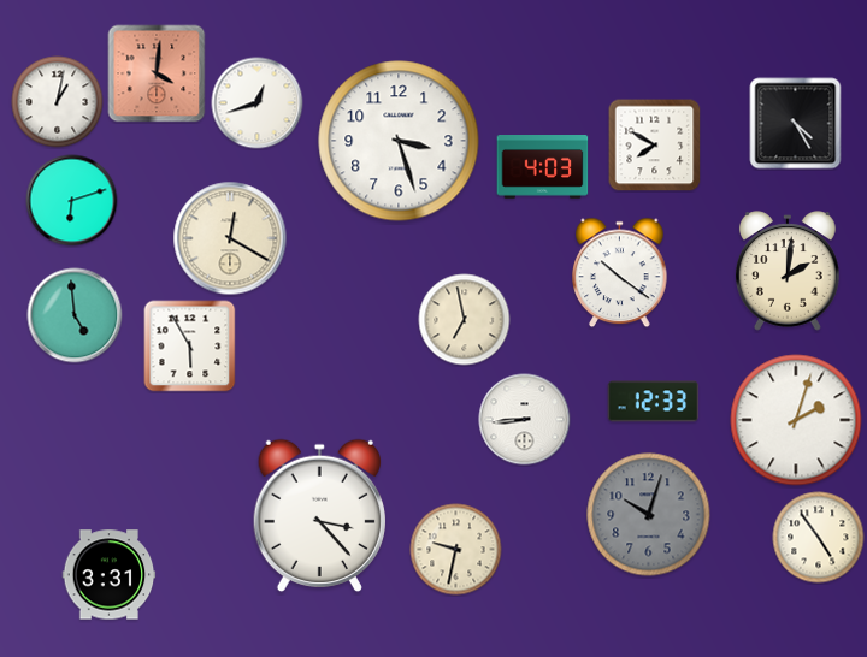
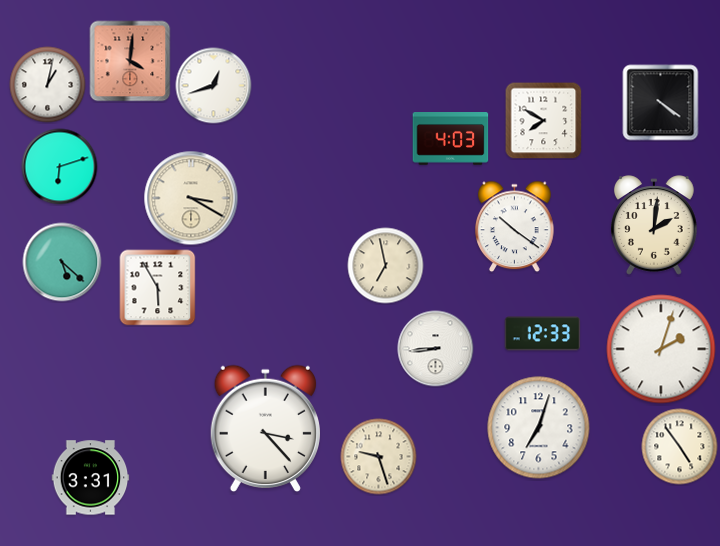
clock at (796, 124): 4:25 -> 4:21
clock at (399, 141): 3:27 -> none
clock at (230, 238): 12:20 -> 3:20
clock at (75, 315): 4:59 -> 5:22
clock at (649, 515): 10:03 -> 7:03
clock at (649, 515) dial: grey -> white
clock at (456, 550): 9:32 -> 9:27
